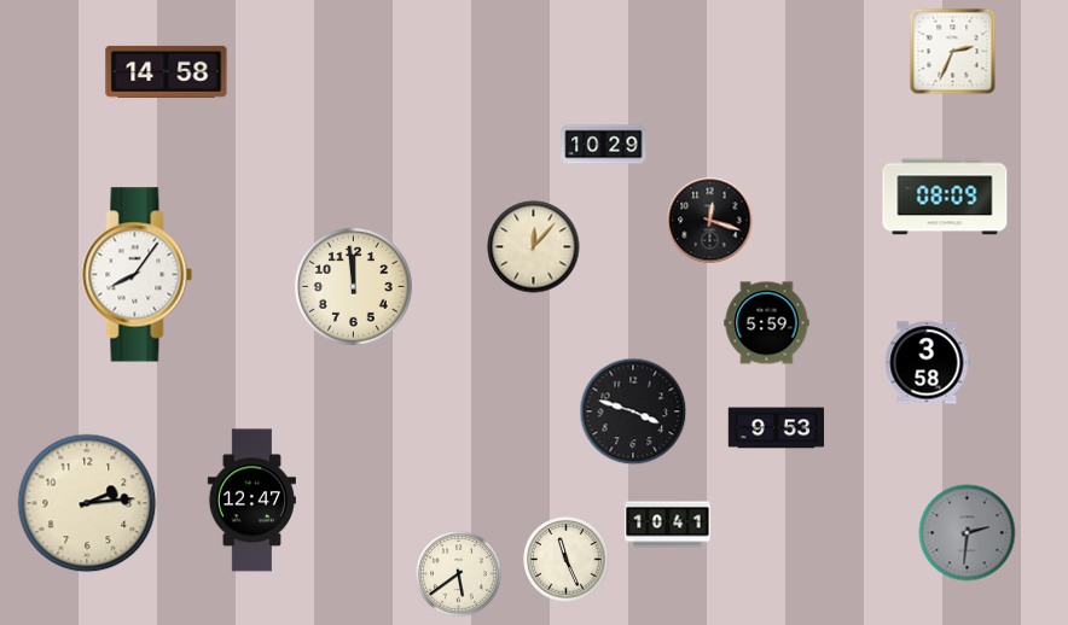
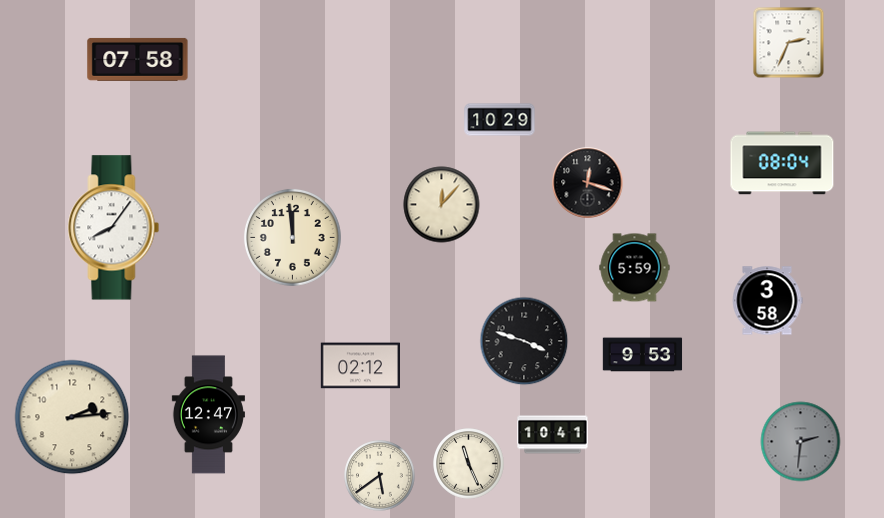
clock at (167, 71): 14:58 -> 07:58
clock at (945, 197): 08:09 -> 08:04
clock at (361, 366): none -> 02:12
